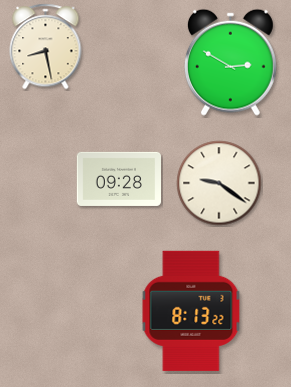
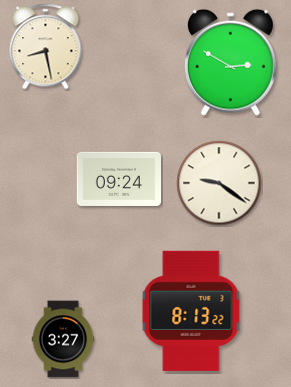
clock at (118, 179): 09:28 -> 09:24
clock at (63, 339): none -> 3:27
